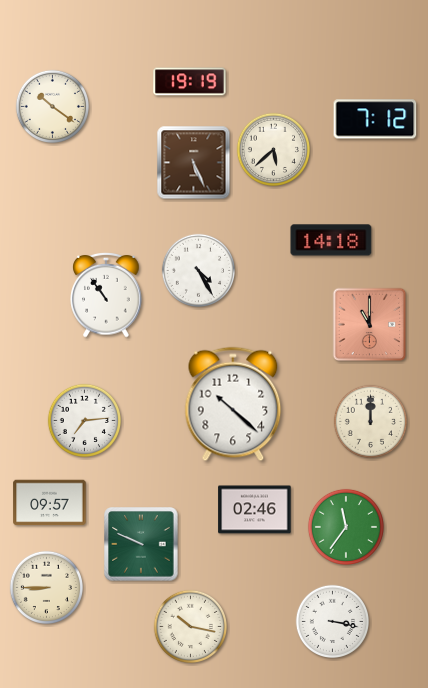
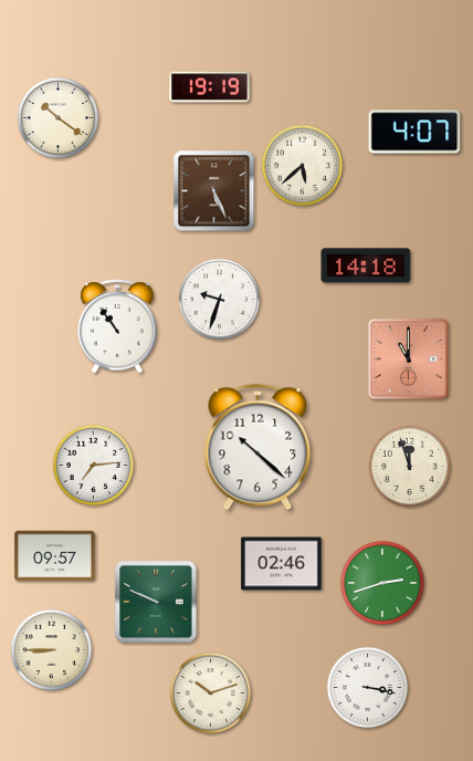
clock at (190, 82) position: (190, 82) -> (210, 87)
clock at (375, 119): 7:12 -> 4:07
clock at (194, 163) position: (194, 163) -> (214, 191)
clock at (198, 270): 4:25 -> 9:33
clock at (370, 421): 12:00 -> 11:57
clock at (346, 527): 11:36 -> 2:42
clock at (190, 626): 10:17 -> 10:12
